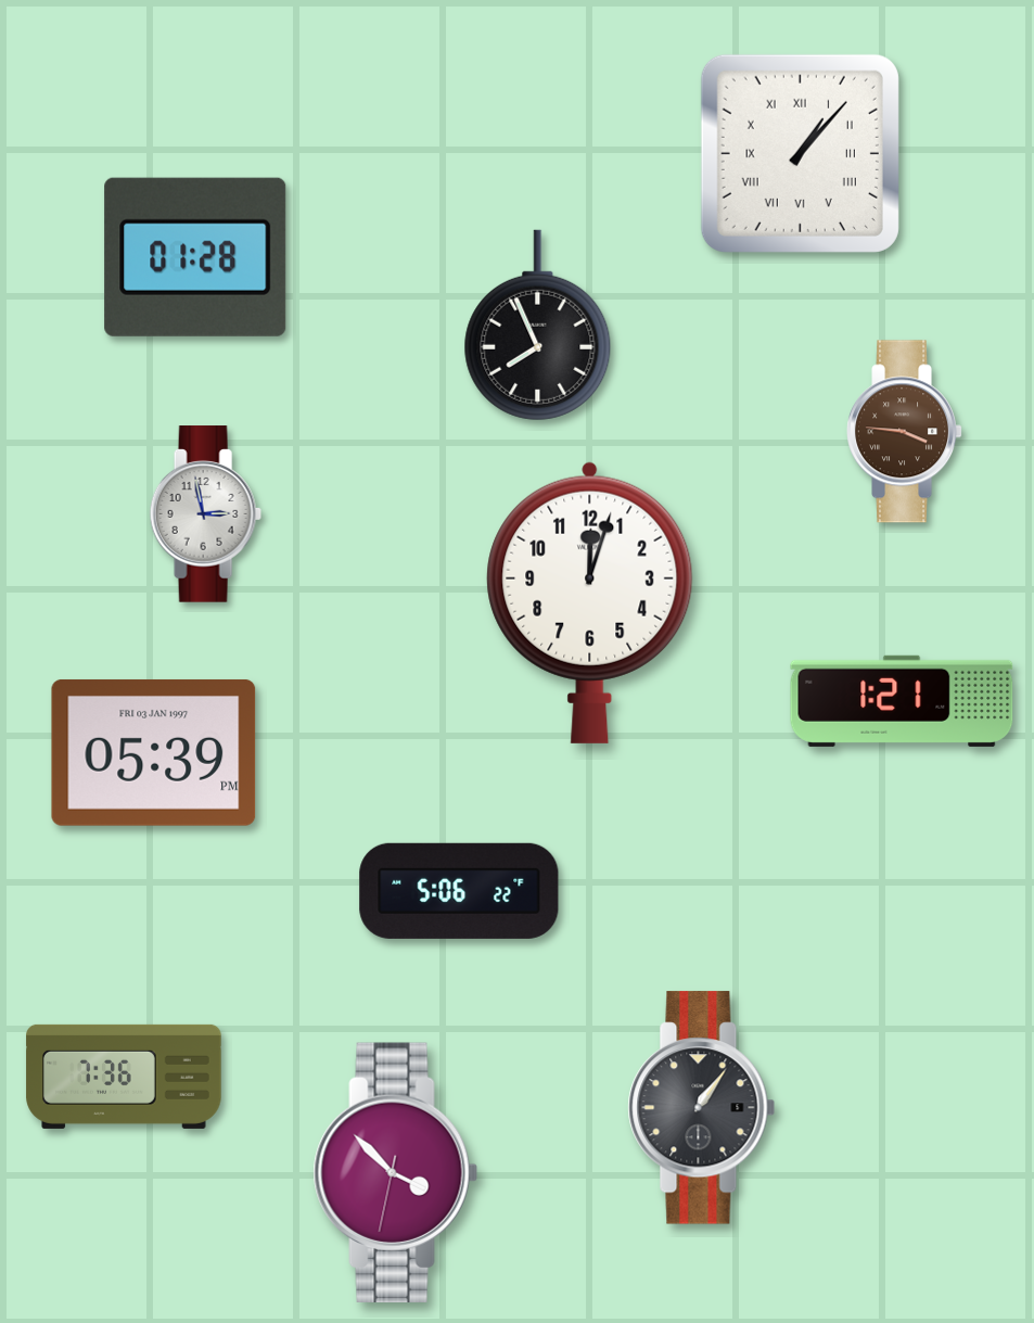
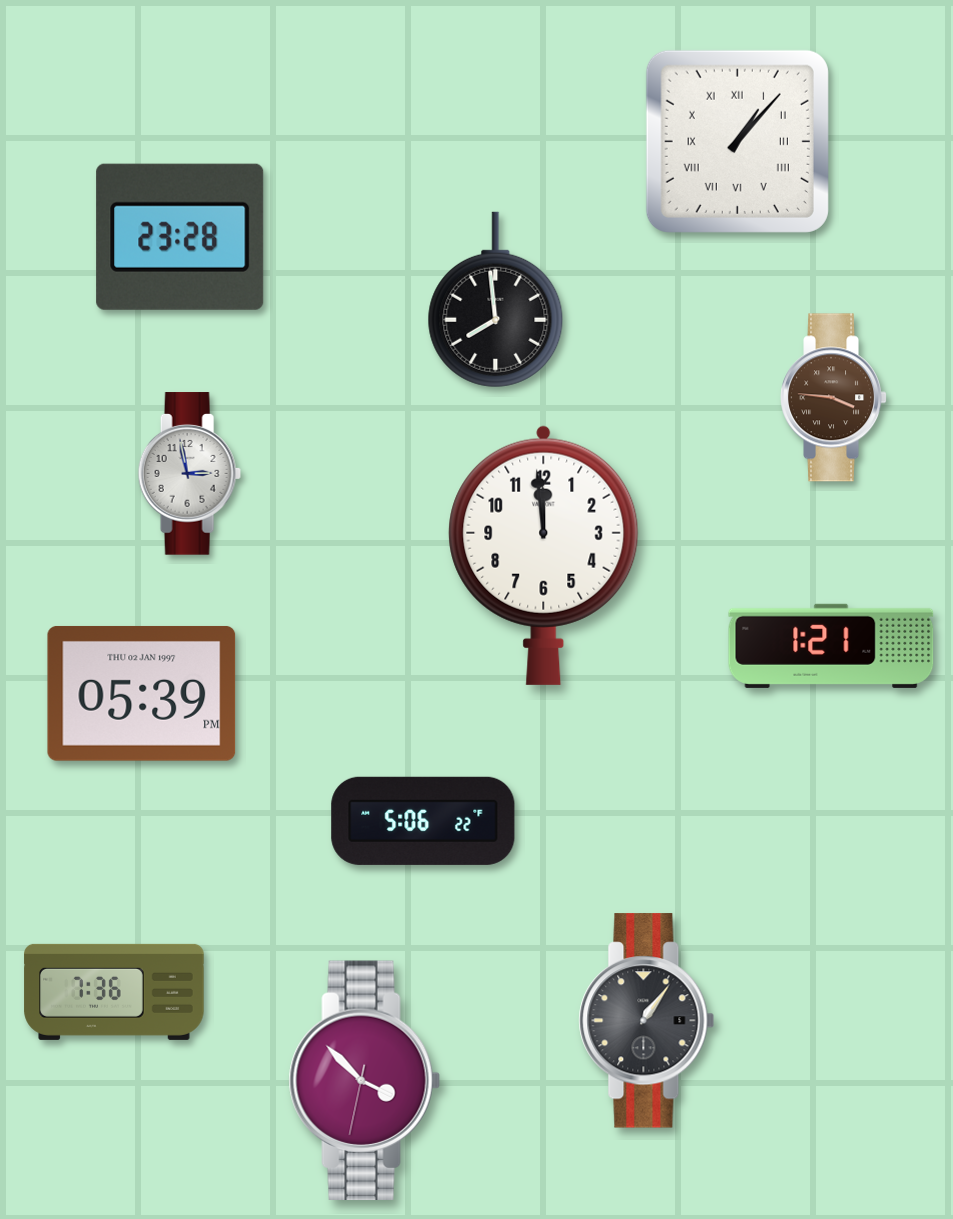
clock at (195, 257): 01:28 -> 23:28
clock at (538, 326): 7:56 -> 7:59
clock at (590, 602): 12:03 -> 11:59
clock at (154, 752) date: FRI 03 JAN 1997 -> THU 02 JAN 1997
